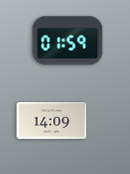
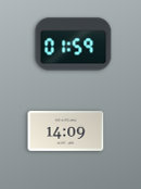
clock at (52, 121) position: (52, 121) -> (66, 131)
